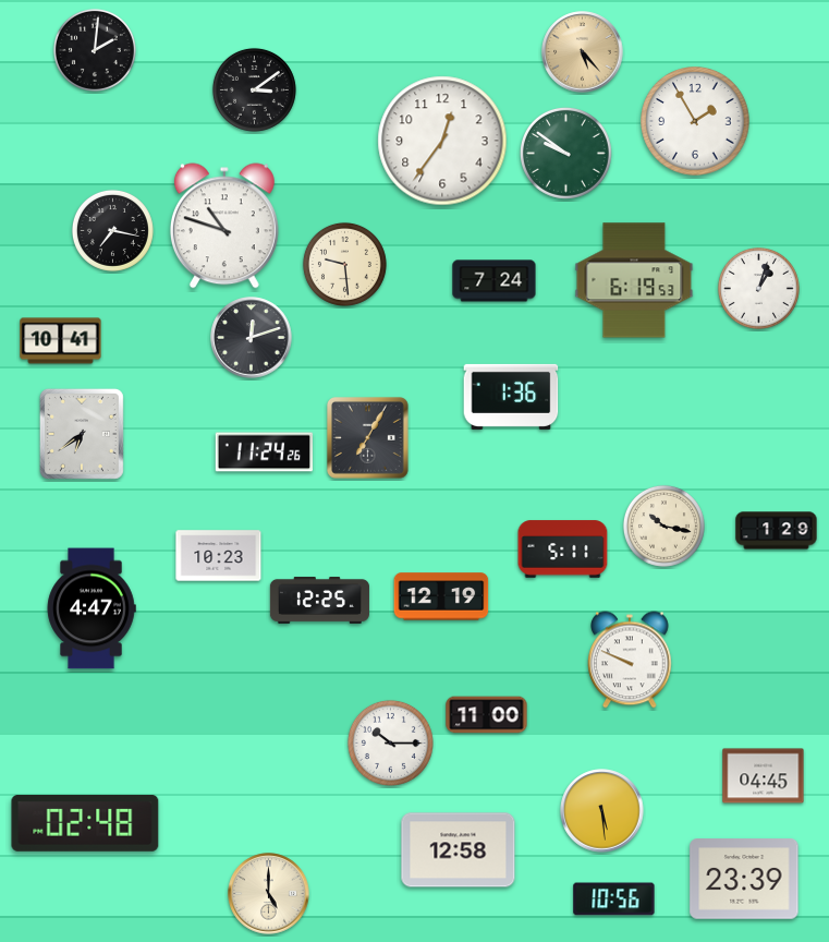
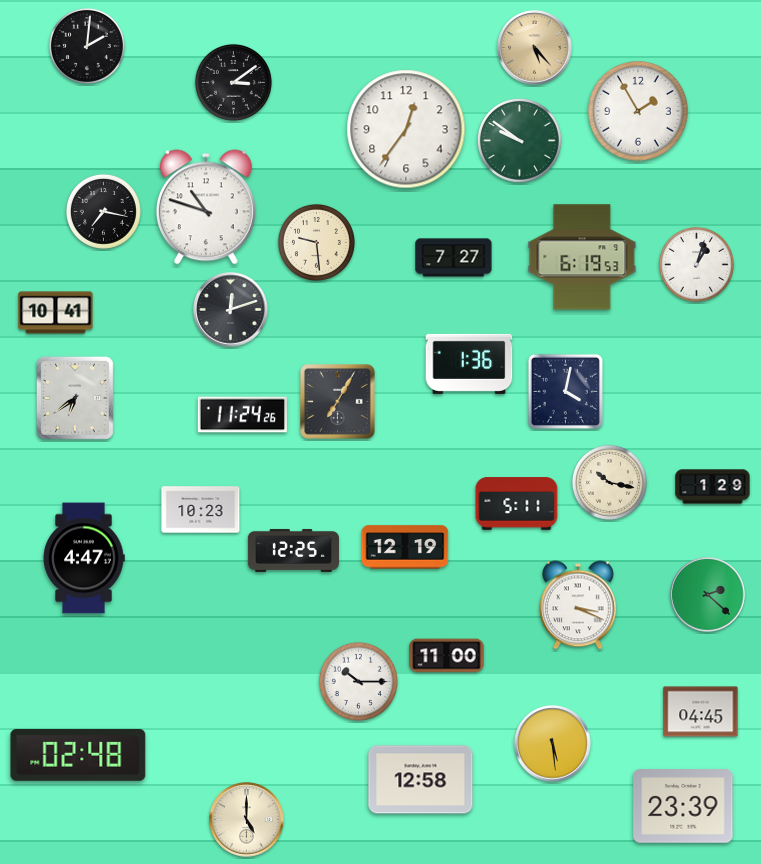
clock at (495, 281): 7:24 -> 7:27
clock at (565, 391): none -> 4:02
clock at (708, 595): none -> 2:22
clock at (631, 660): 9:49 -> 3:19
clock at (614, 899): 10:56 -> none
